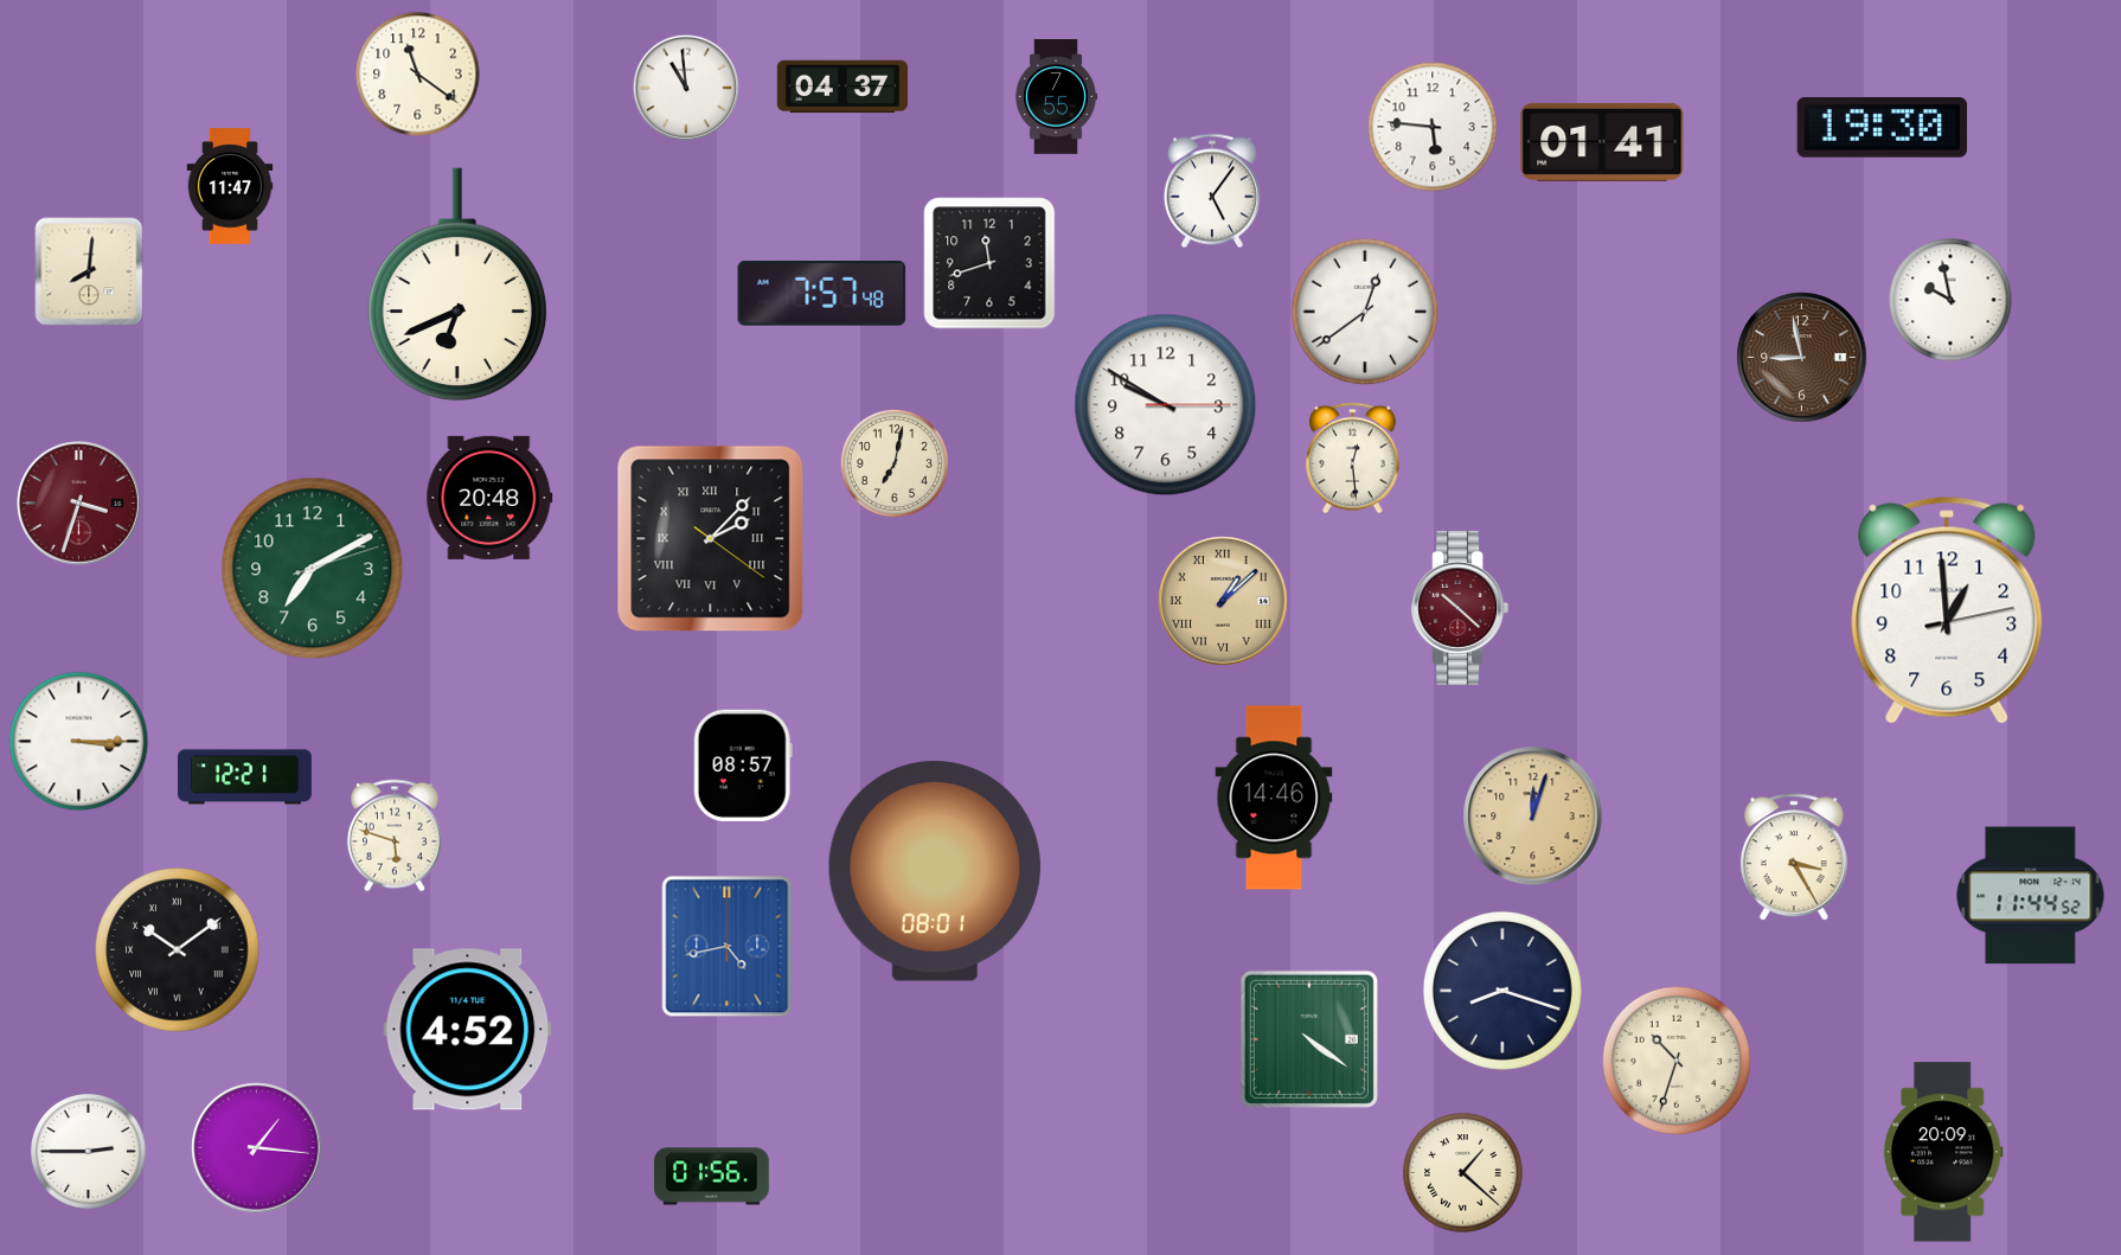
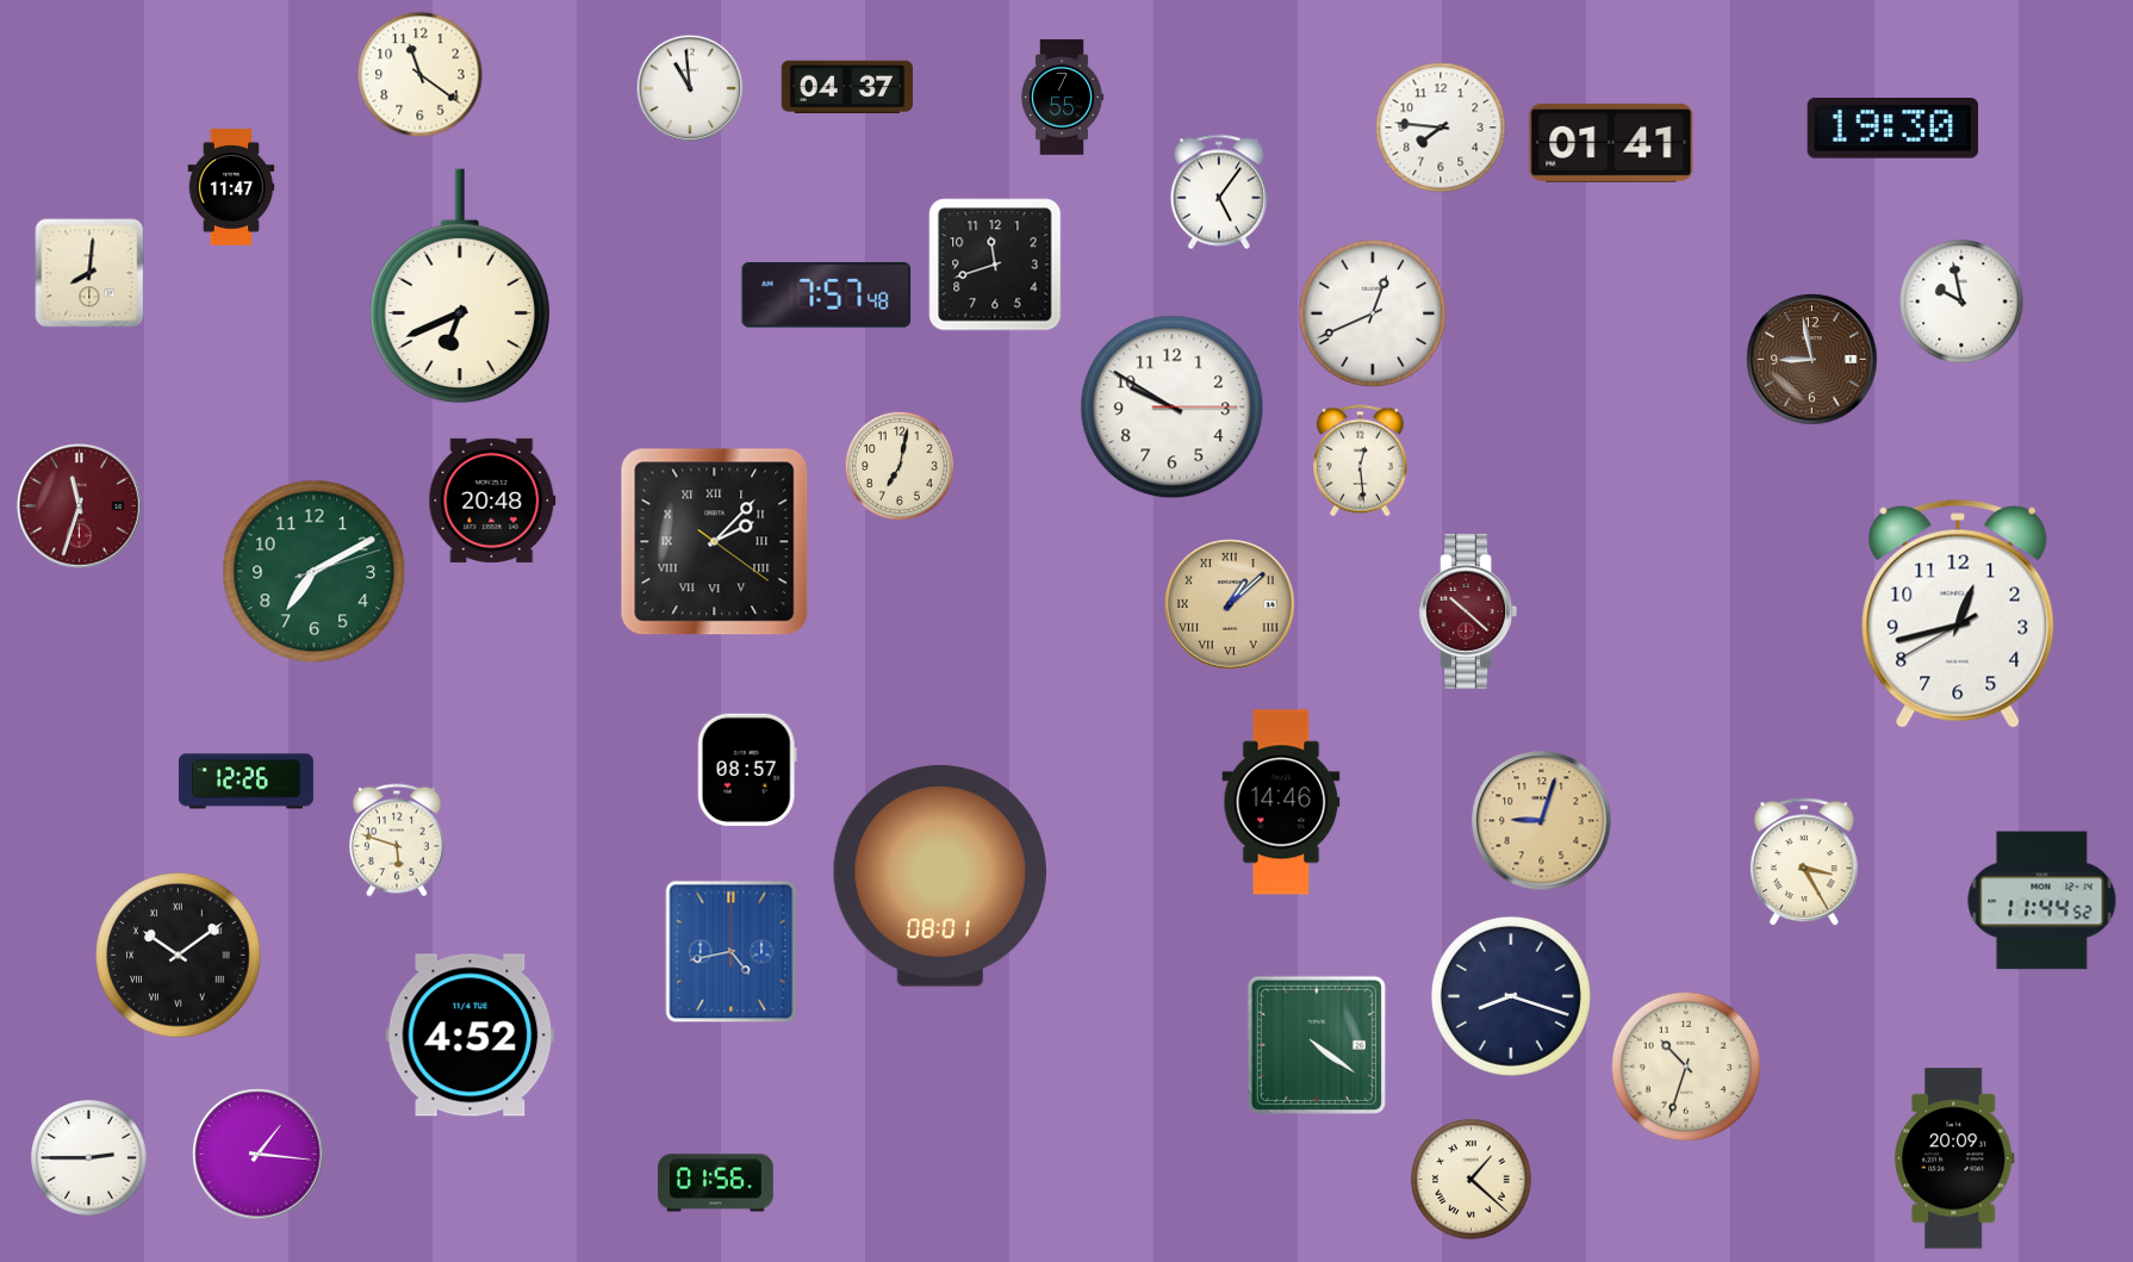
clock at (1433, 127): 5:46 -> 7:46
clock at (1365, 312): 12:39 -> 12:41
clock at (79, 504): 3:33 -> 11:33
clock at (1947, 610): 12:59 -> 12:42
clock at (79, 742): 3:15 -> none
clock at (244, 777): 12:21 -> 12:26
clock at (1533, 817): 12:03 -> 9:03
